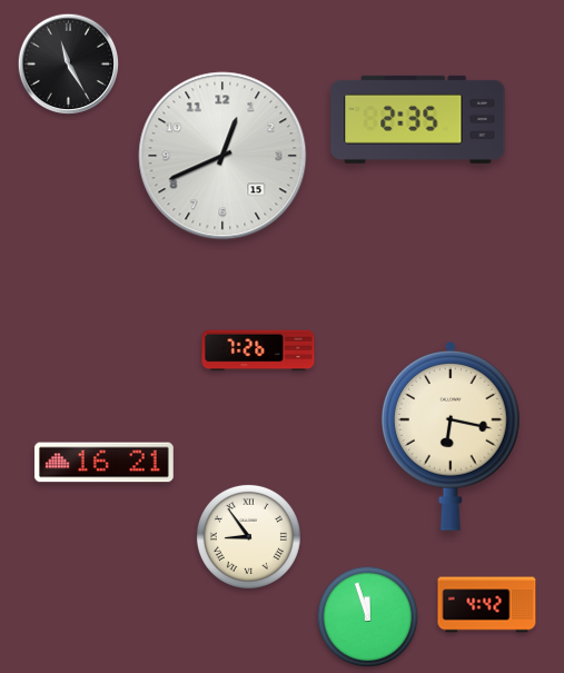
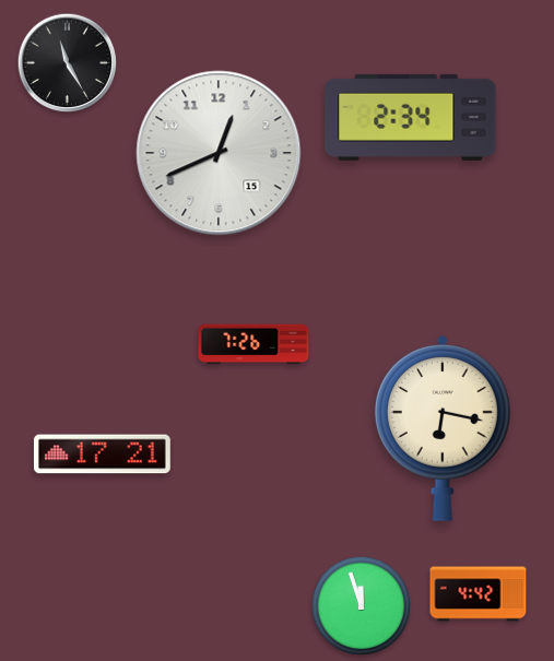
clock at (418, 119): 2:35 -> 2:34
clock at (103, 463): 16:21 -> 17:21
clock at (248, 536): 8:54 -> none
